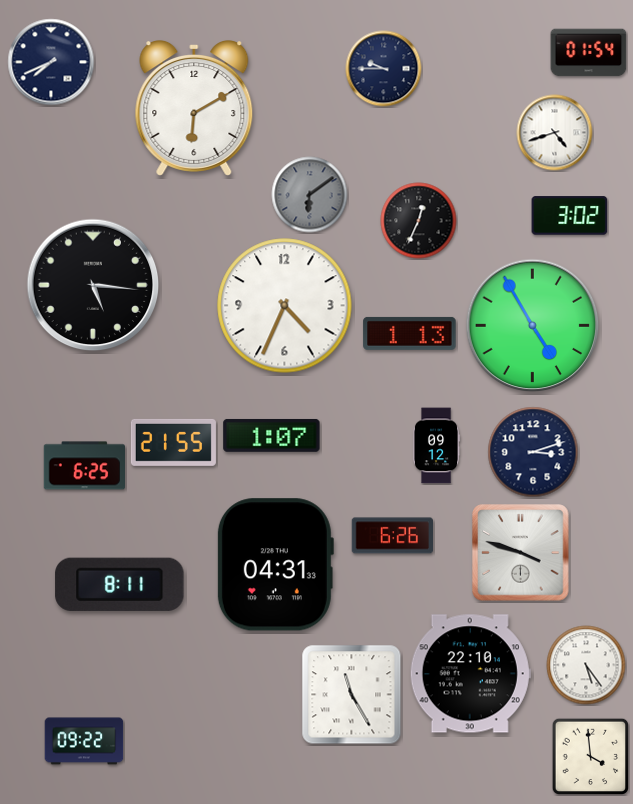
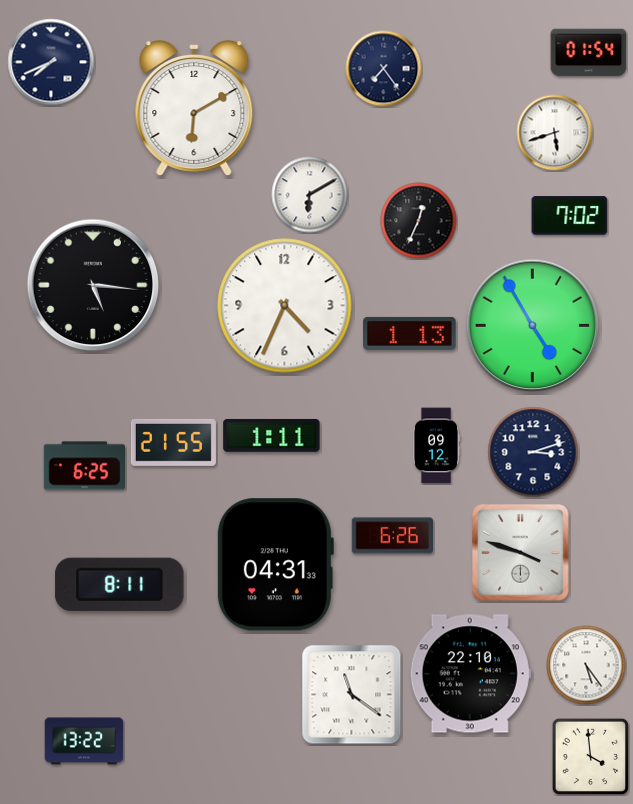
clock at (384, 69): 9:45 -> 7:24
clock at (555, 133): 4:42 -> 5:42
clock at (310, 195): 6:09 -> 6:10
clock at (310, 195) dial: grey -> white
clock at (570, 216): 3:02 -> 7:02
clock at (272, 436): 1:07 -> 1:11
clock at (352, 695): 11:25 -> 11:21
clock at (84, 741): 09:22 -> 13:22
